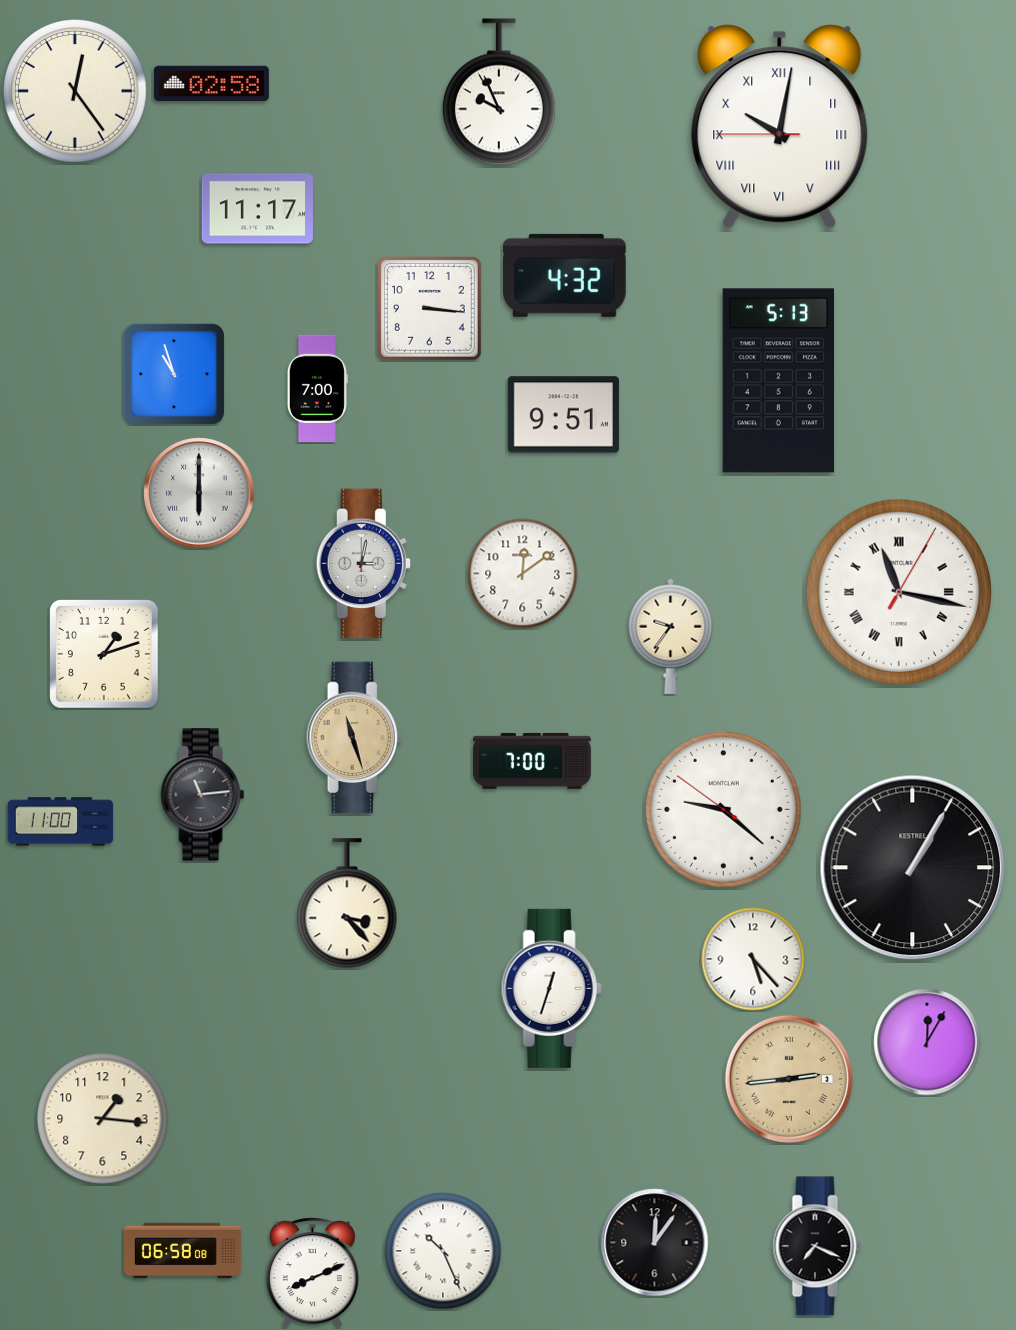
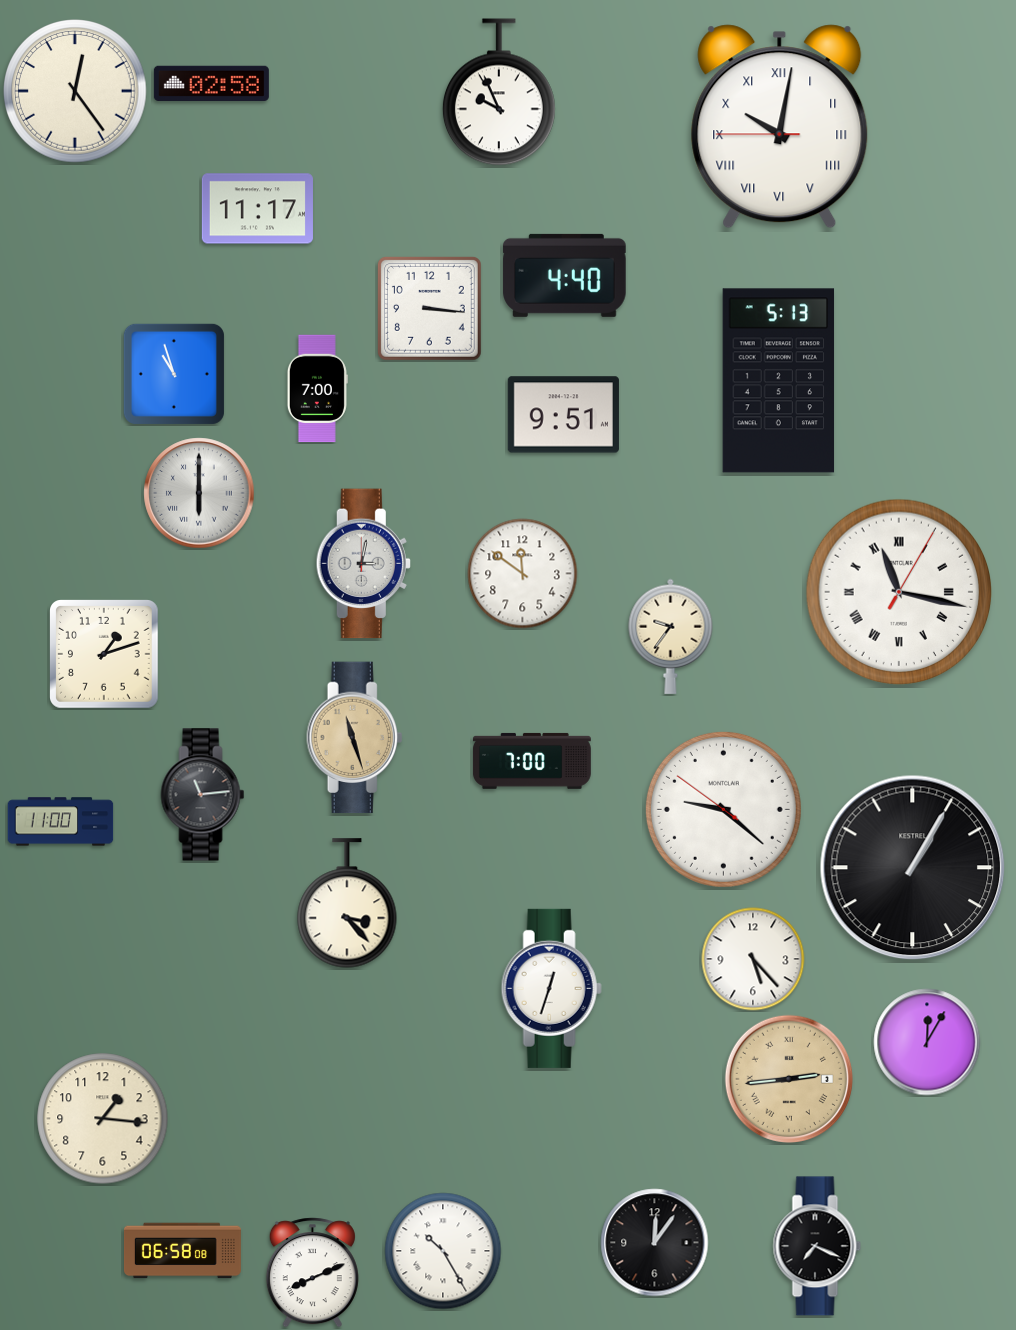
clock at (565, 275): 4:32 -> 4:40
clock at (523, 574): 12:09 -> 11:51
clock at (443, 1251): 10:26 -> 10:25
